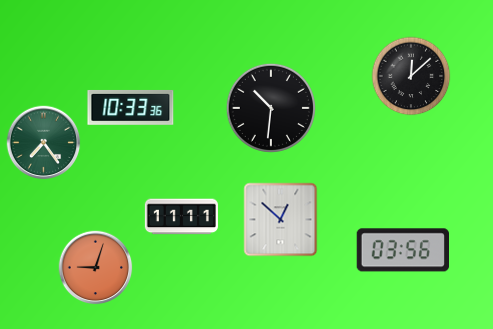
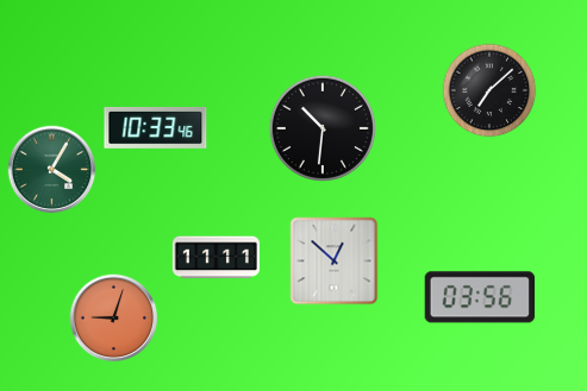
clock at (411, 76): 12:08 -> 7:08
clock at (131, 107): 10:33:36 -> 10:33:46
clock at (44, 143): 7:24 -> 4:05
